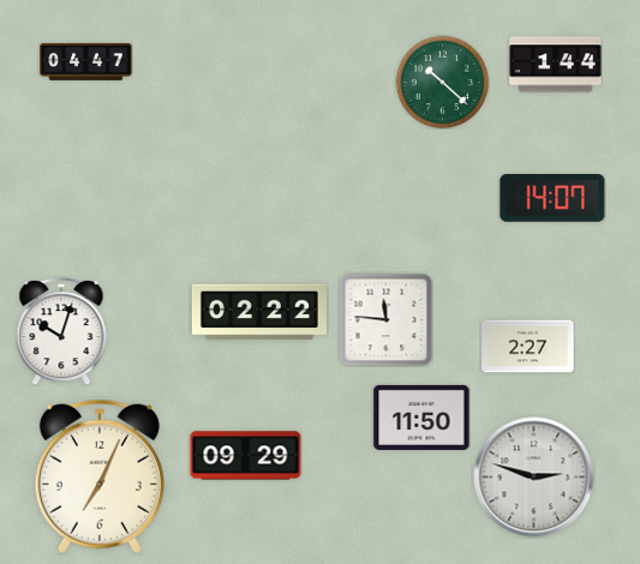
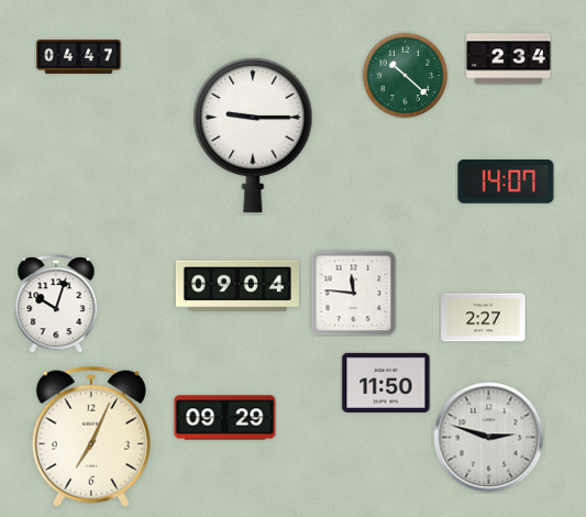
clock at (556, 65): 1:44 -> 2:34
clock at (253, 135): none -> 9:15
clock at (259, 312): 02:22 -> 09:04
